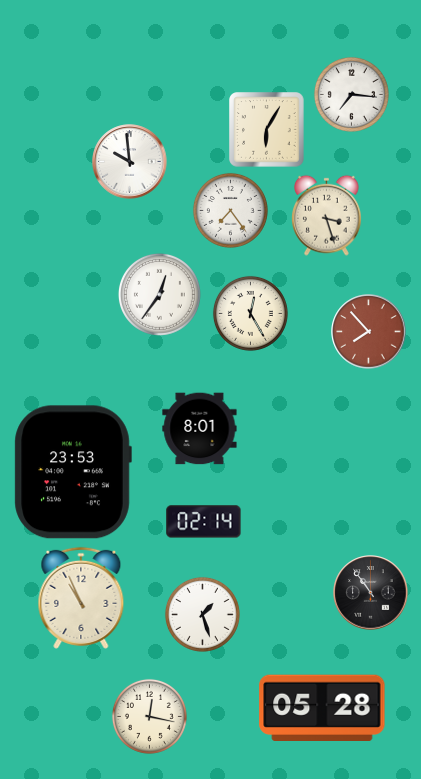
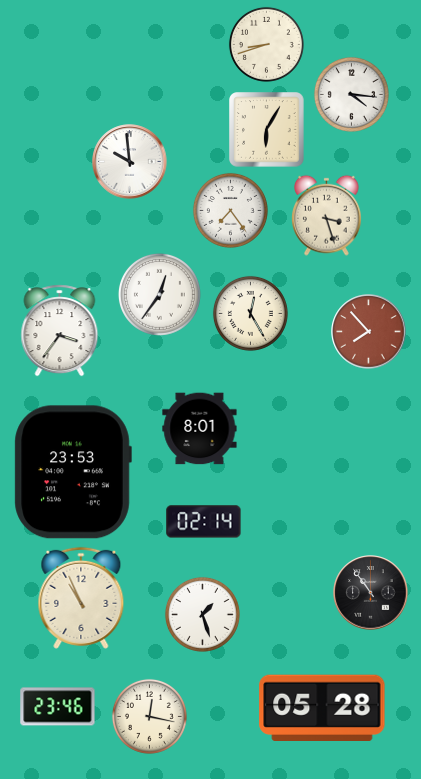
clock at (266, 44): none -> 8:42
clock at (351, 94): 7:16 -> 4:16
clock at (60, 331): none -> 3:36
clock at (58, 707): none -> 23:46
